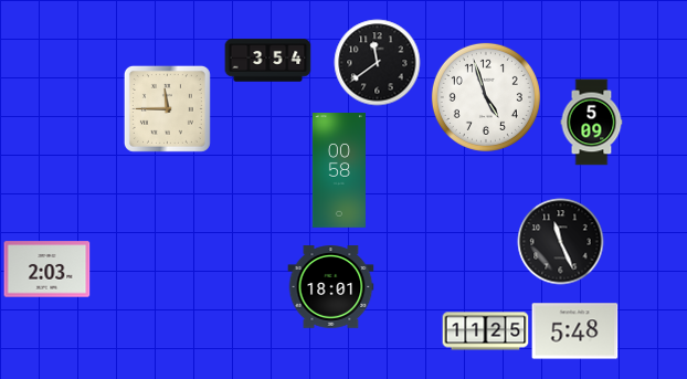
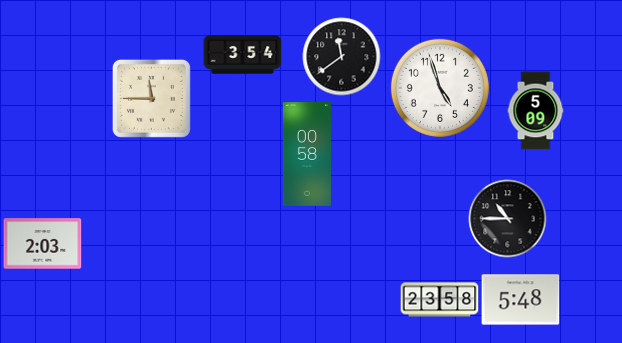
clock at (560, 241): 11:26 -> 10:45
clock at (330, 287): 18:01 -> none
clock at (485, 331): 11:25 -> 23:58
